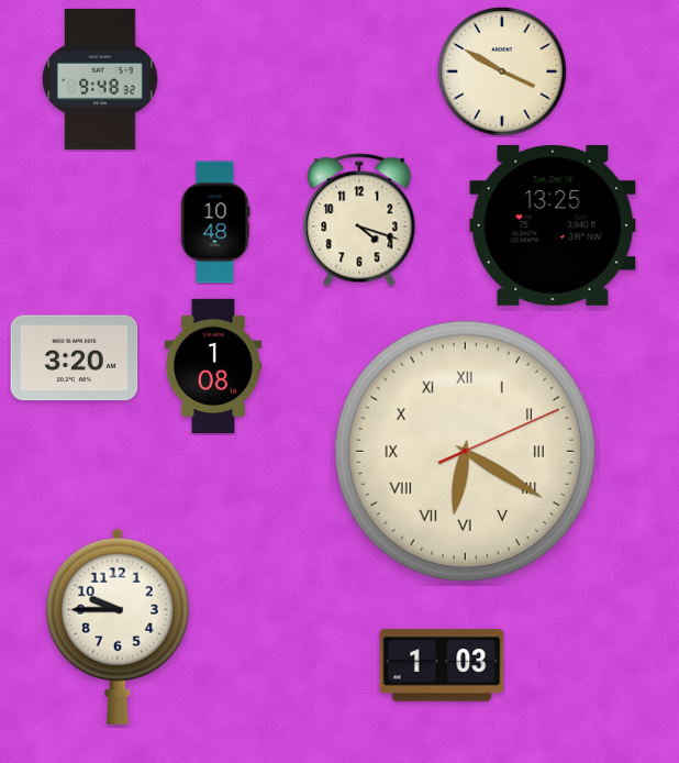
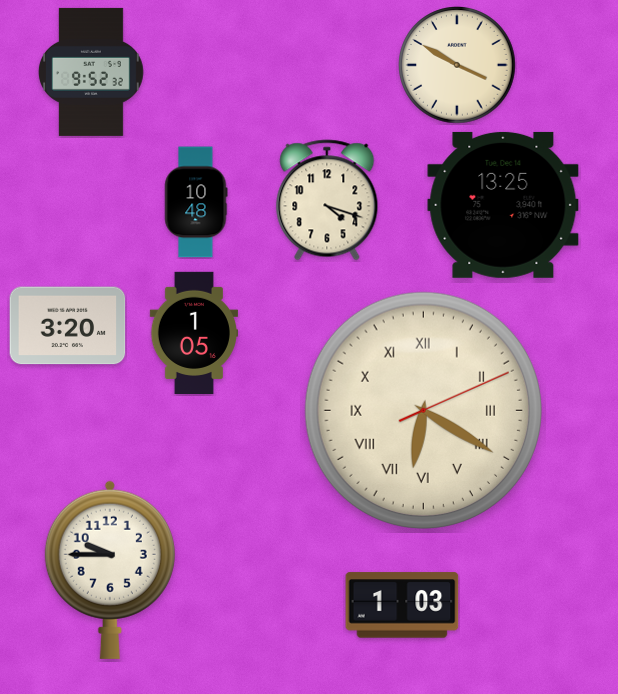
clock at (101, 79): 9:48 -> 9:52
clock at (212, 365): 1:08 -> 1:05
clock at (118, 627) position: (118, 627) -> (110, 570)
